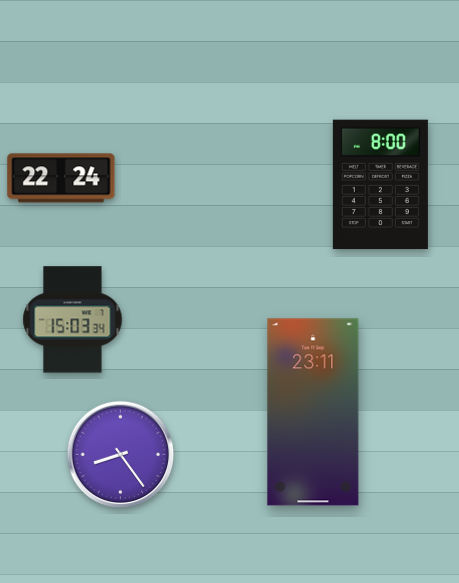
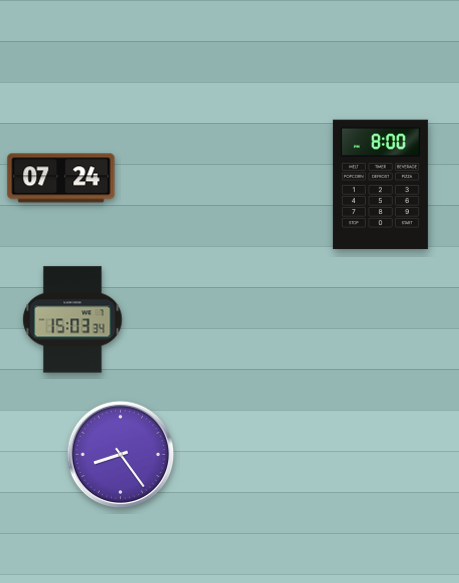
clock at (61, 178): 22:24 -> 07:24
clock at (313, 412): 23:11 -> none
